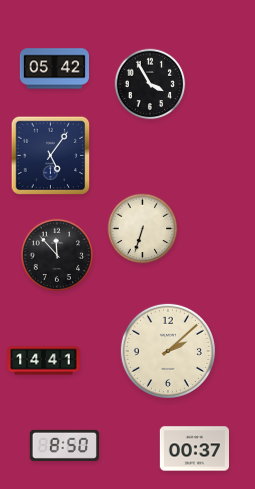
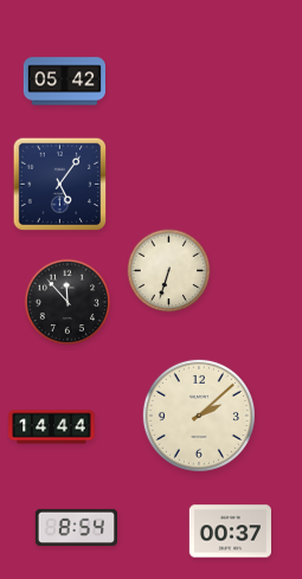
clock at (150, 84): 3:55 -> none
clock at (44, 361): 14:41 -> 14:44
clock at (64, 445): 8:50 -> 8:54
